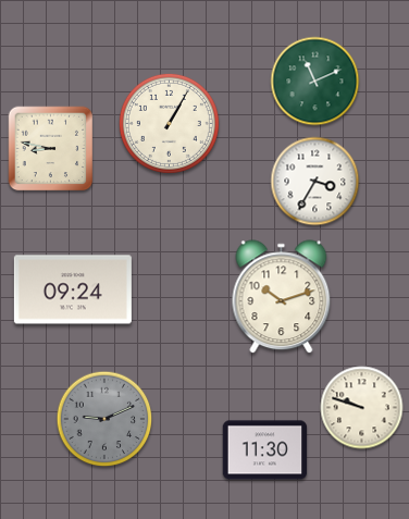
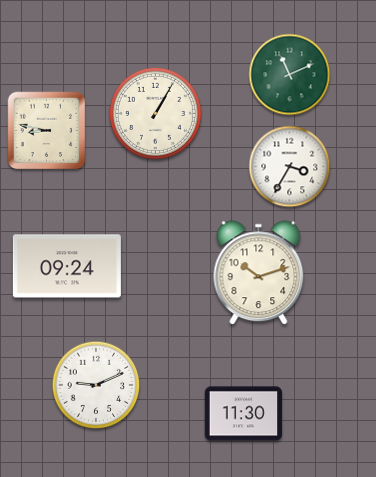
clock at (51, 149) position: (51, 149) -> (47, 131)
clock at (362, 408): 9:48 -> none
clock at (104, 419) dial: grey -> white
